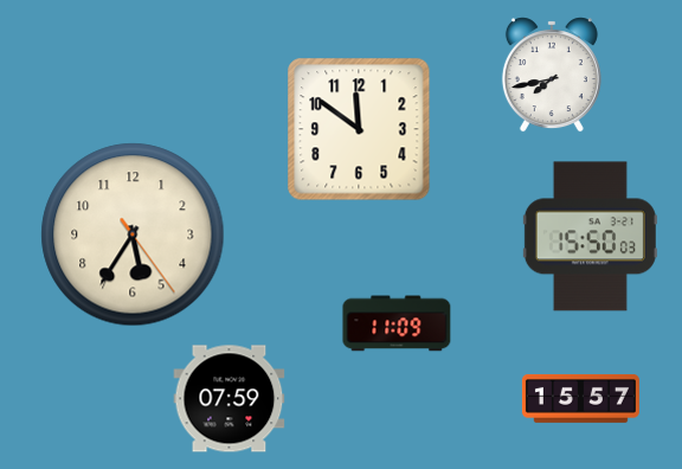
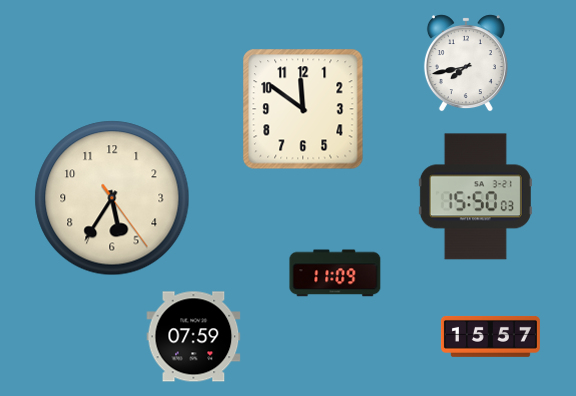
clock at (590, 237) position: (590, 237) -> (475, 197)
